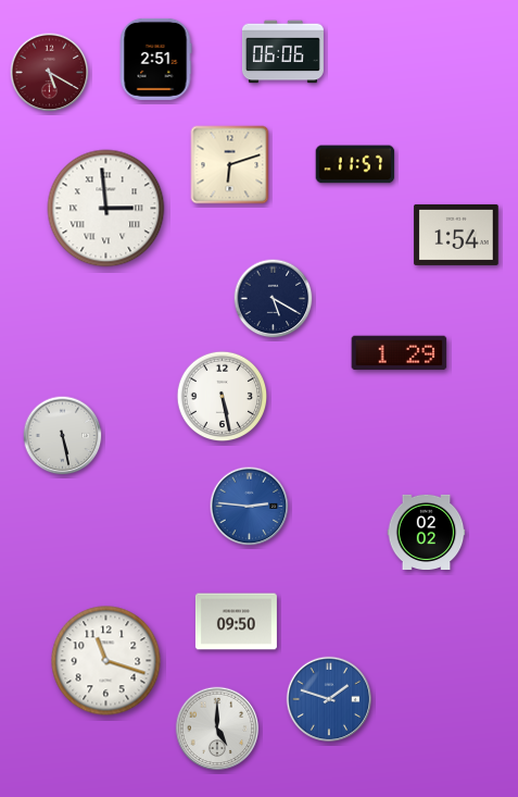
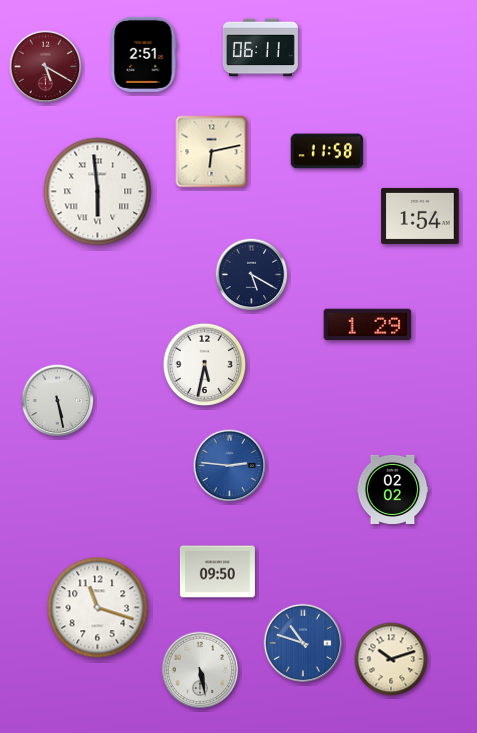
clock at (282, 52): 06:06 -> 06:11
clock at (355, 164): 11:57 -> 11:58
clock at (230, 165): 6:12 -> 6:13
clock at (106, 209): 2:59 -> 5:59
clock at (223, 397): 5:28 -> 5:32
clock at (329, 699): 1:48 -> 10:48
clock at (391, 659): none -> 10:12
clock at (217, 728): 5:00 -> 5:28
